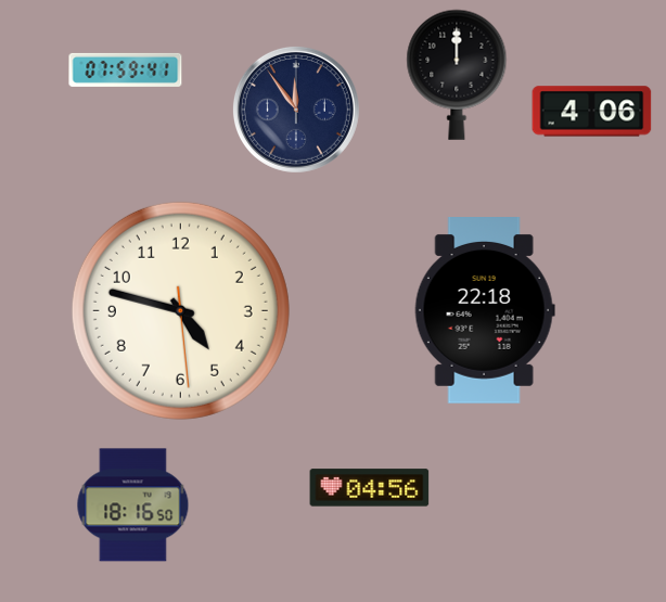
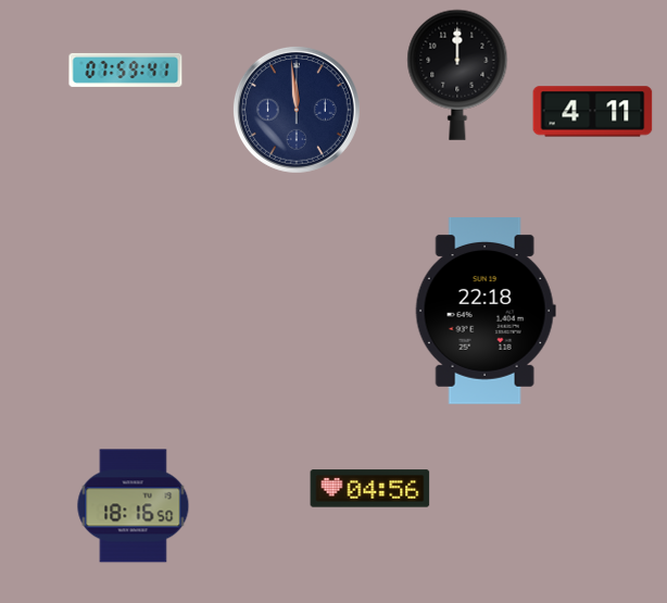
clock at (296, 110): 11:54 -> 11:59
clock at (592, 112): 4:06 -> 4:11
clock at (180, 310): 4:47 -> none
